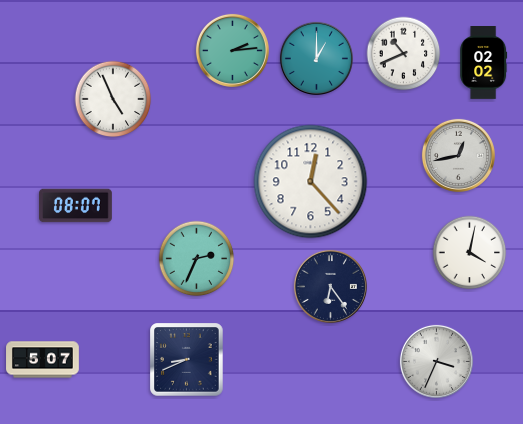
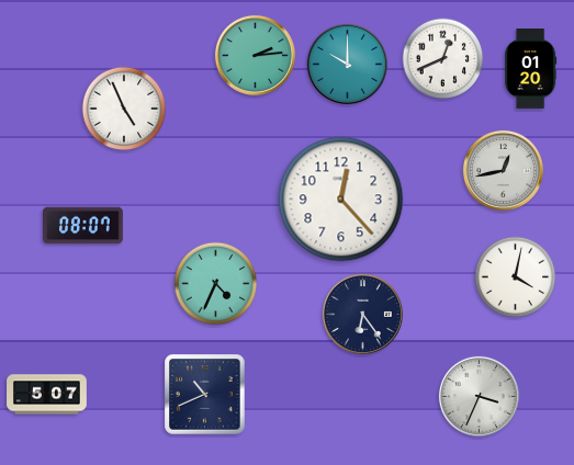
clock at (404, 54): 10:41 -> 12:41
clock at (316, 58): 1:00 -> 10:00
clock at (484, 63): 02:02 -> 01:20
clock at (197, 259): 2:34 -> 4:34
clock at (187, 360): 8:41 -> 10:41
